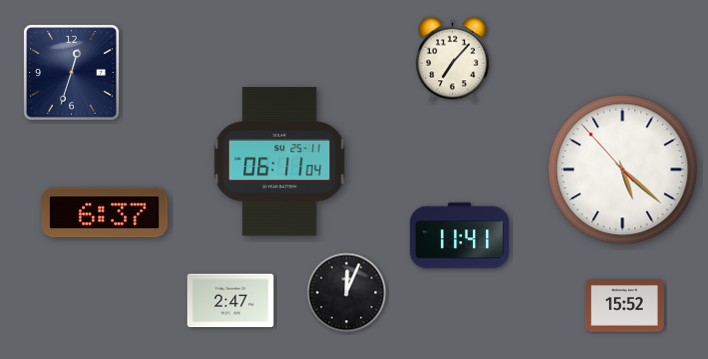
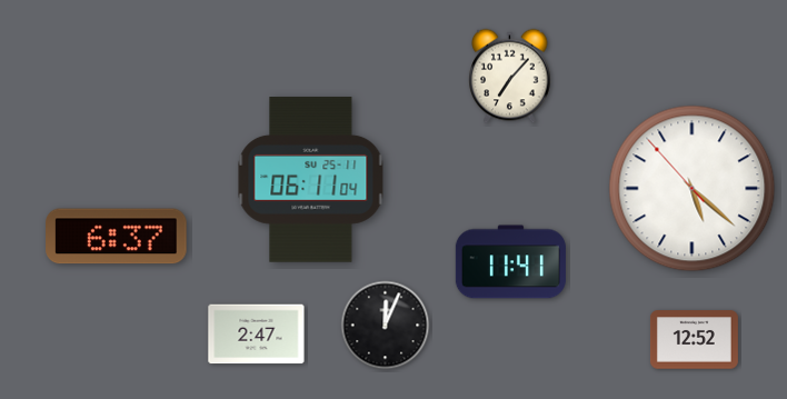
clock at (453, 60) position: (453, 60) -> (510, 77)
clock at (72, 73): 12:33 -> none
clock at (624, 306): 15:52 -> 12:52
